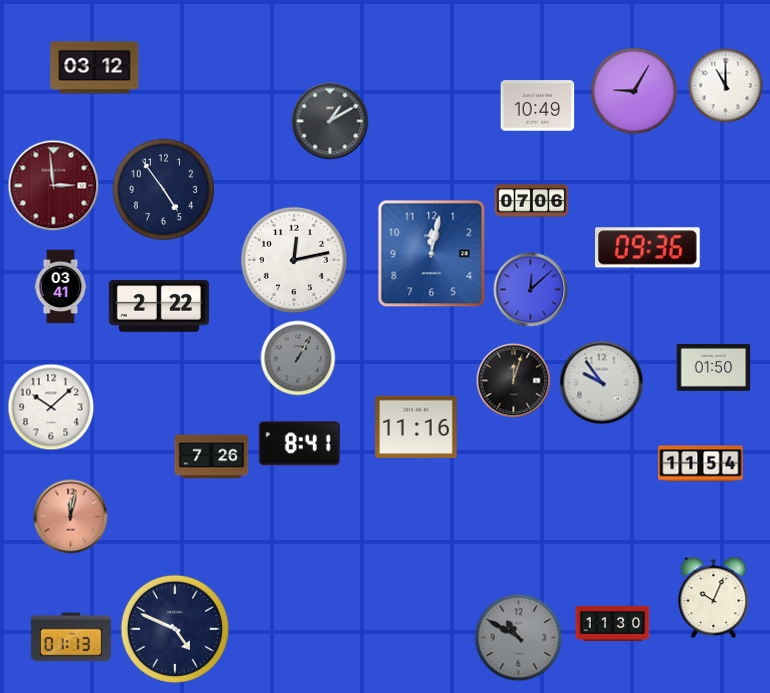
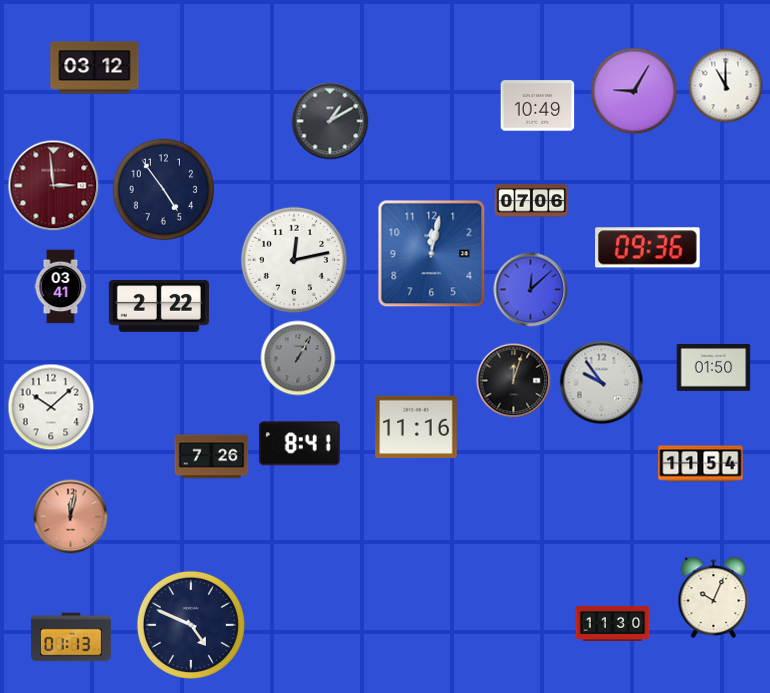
clock at (175, 629) position: (175, 629) -> (191, 625)
clock at (519, 638): 10:50 -> none
